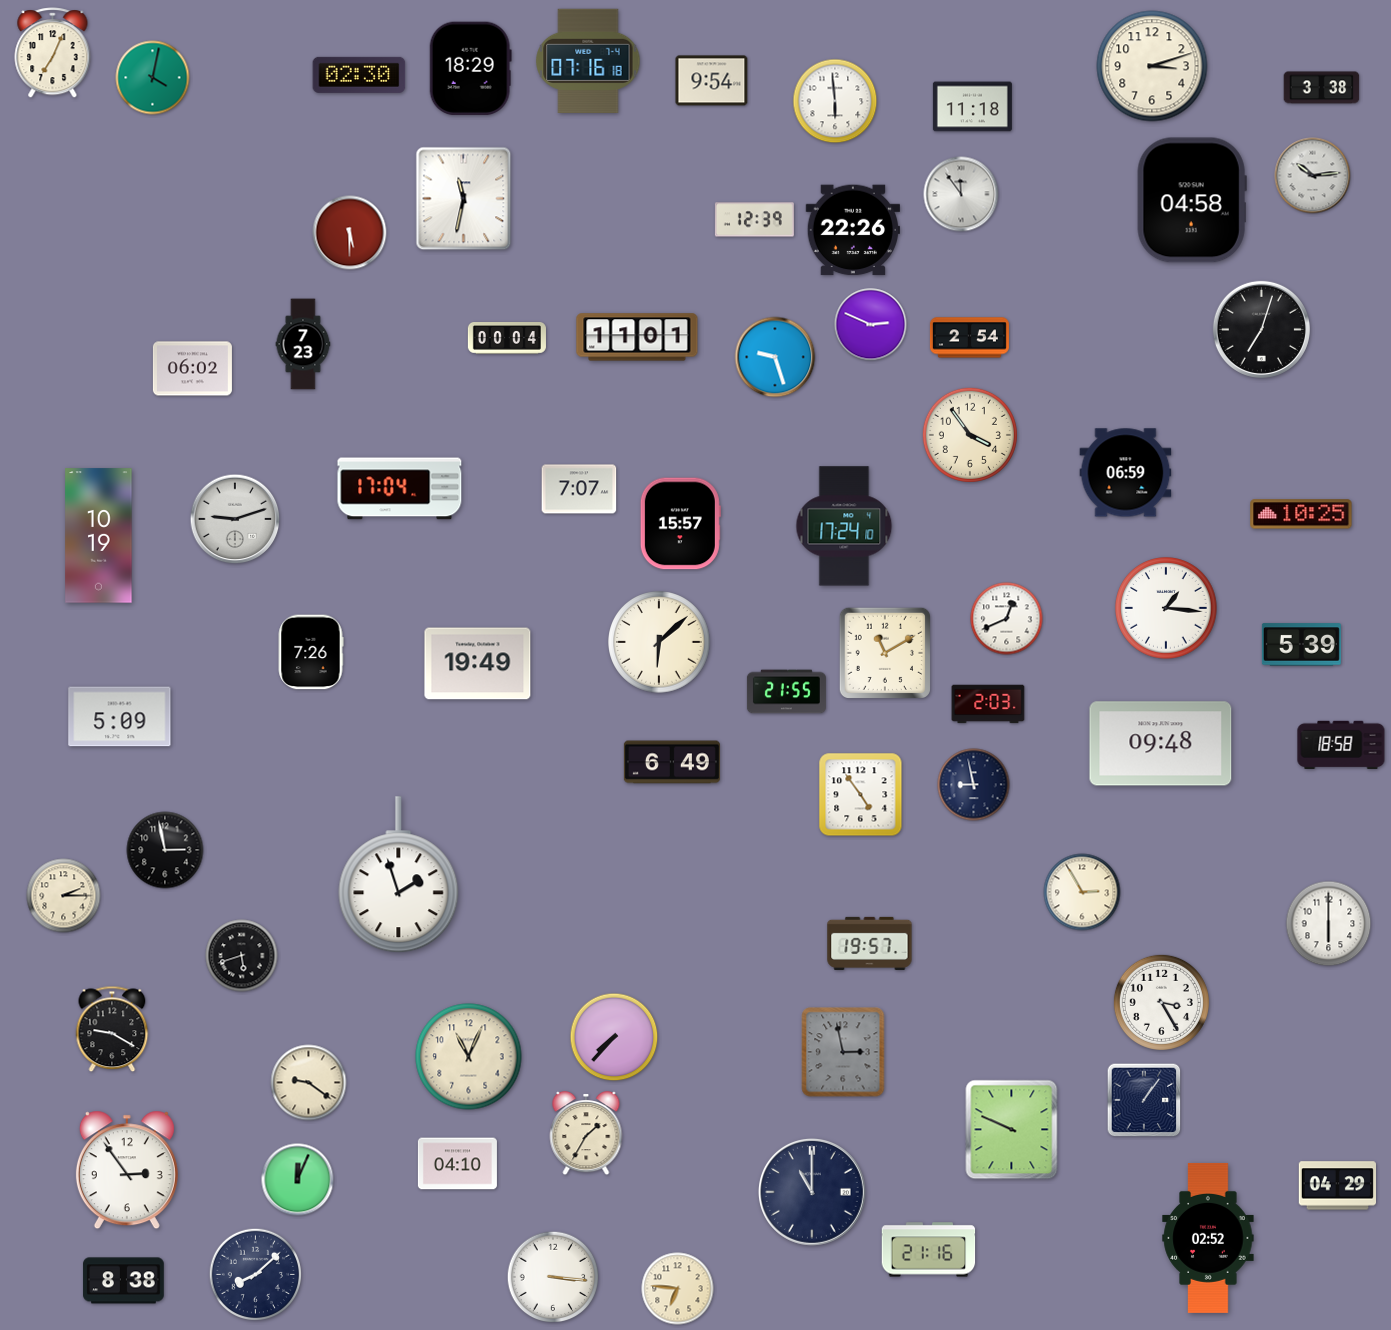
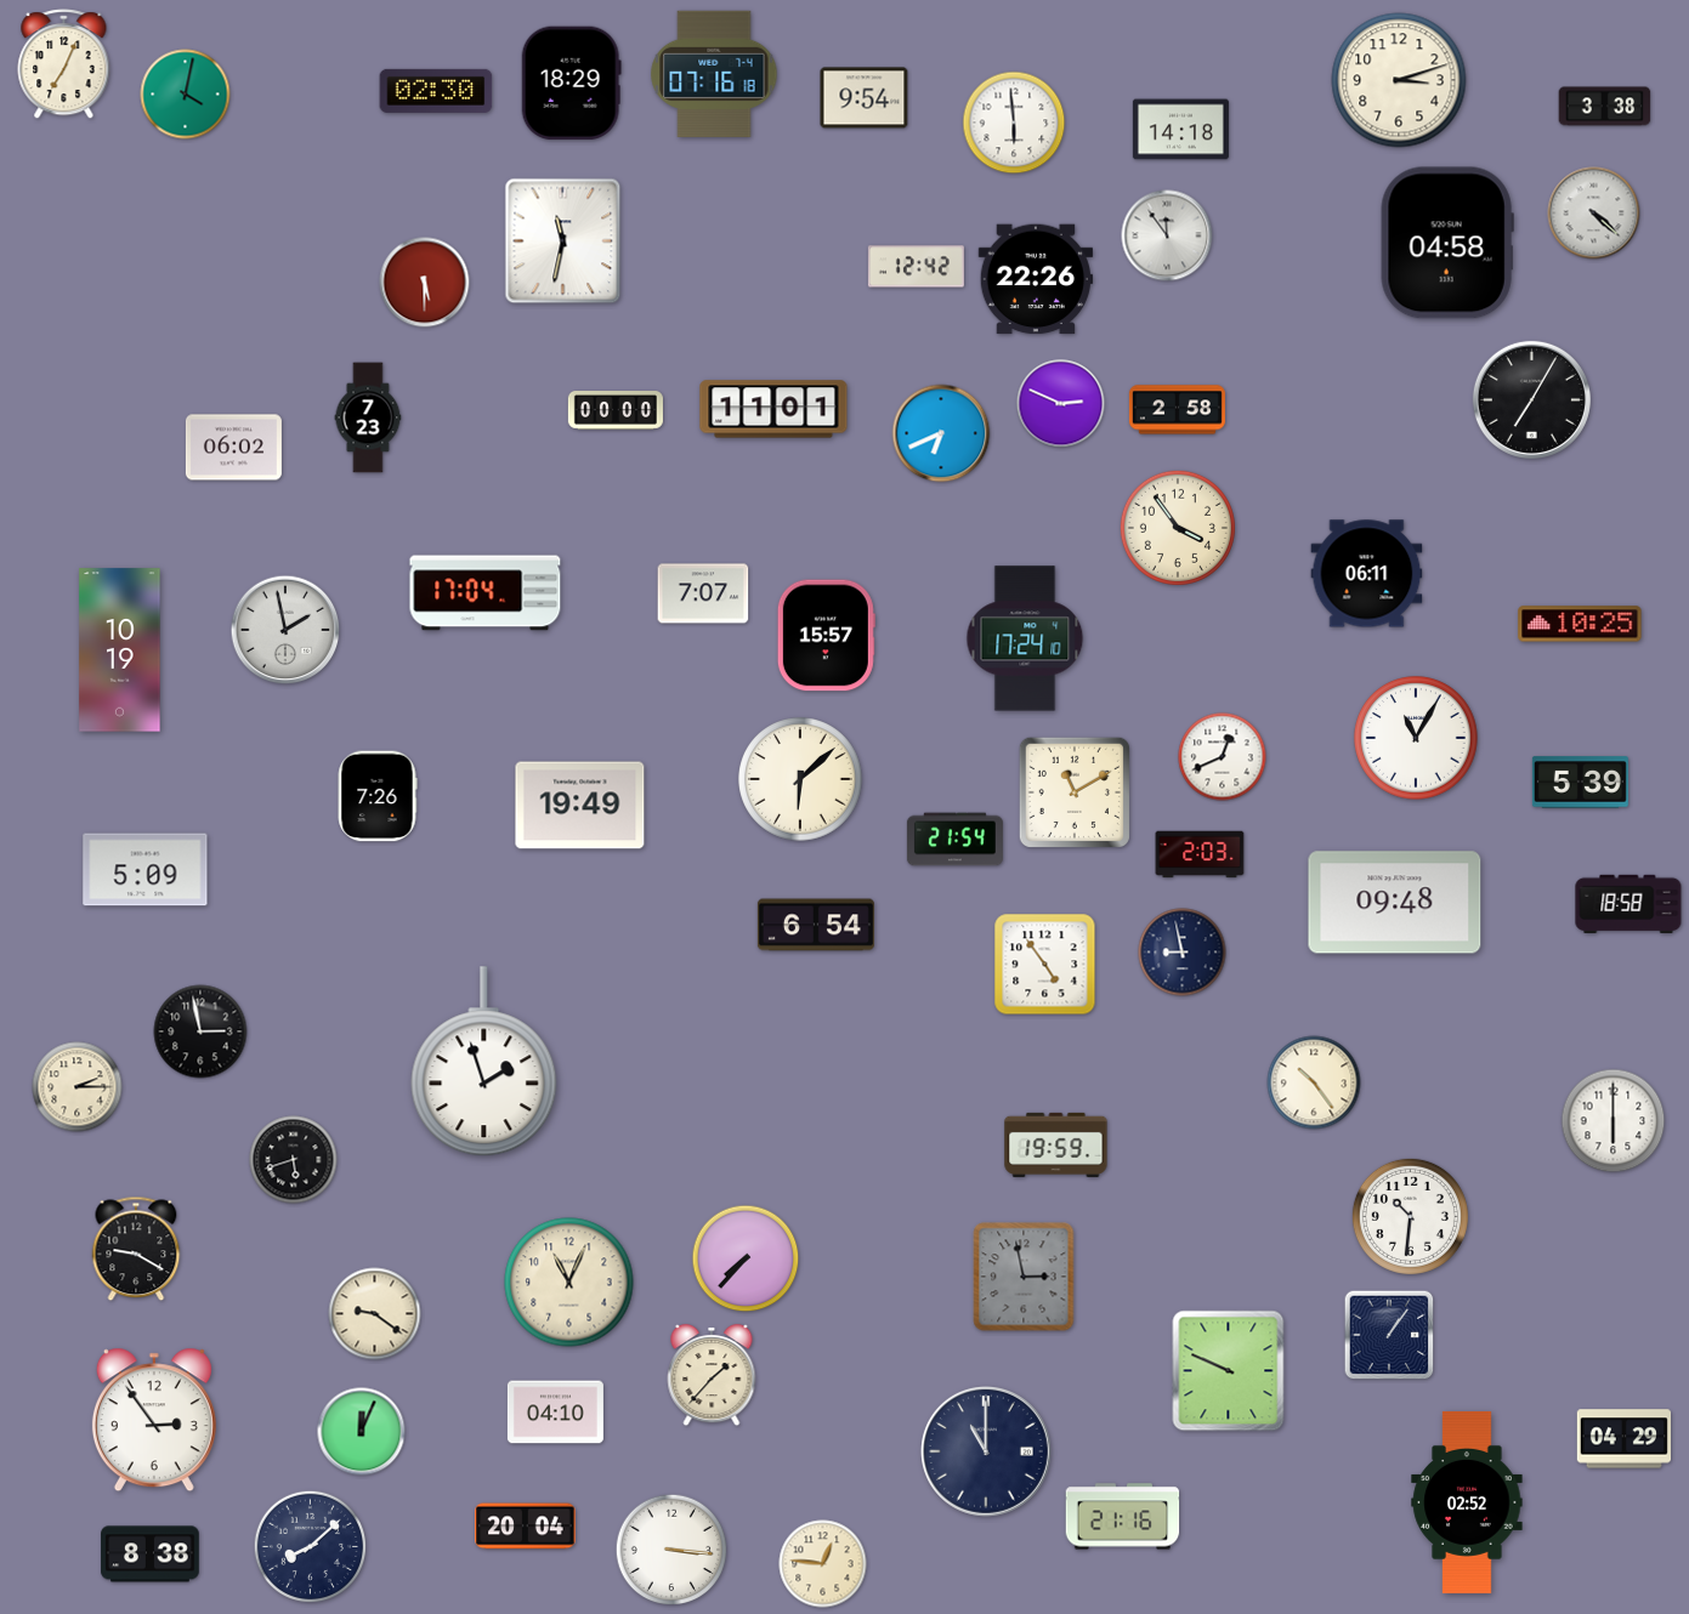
clock at (972, 107): 11:18 -> 14:18
clock at (1313, 176): 10:14 -> 4:22
clock at (754, 220): 12:39 -> 12:42
clock at (871, 325) position: (871, 325) -> (1061, 404)
clock at (1261, 329): 7:03 -> 7:05
clock at (507, 338): 00:04 -> 00:00
clock at (969, 338): 2:54 -> 2:58
clock at (775, 357): 9:27 -> 6:41
clock at (1126, 473): 06:59 -> 06:11
clock at (235, 519): 9:12 -> 1:58
clock at (1166, 608): 1:16 -> 11:05
clock at (1007, 619) position: (1007, 619) -> (1223, 757)
clock at (311, 652) position: (311, 652) -> (378, 796)
clock at (786, 692): 21:55 -> 21:54
clock at (1161, 744) position: (1161, 744) -> (1395, 903)
clock at (672, 762): 6:49 -> 6:54
clock at (1082, 892): 2:55 -> 10:24
clock at (870, 943): 19:57 -> 19:59
clock at (1161, 1002): 3:25 -> 10:31
clock at (586, 1133): 1:35 -> 1:37
clock at (812, 1192) position: (812, 1192) -> (986, 1451)
clock at (929, 1250) position: (929, 1250) -> (1123, 1517)
clock at (526, 1527): none -> 20:04
clock at (678, 1289): 6:46 -> 12:46
